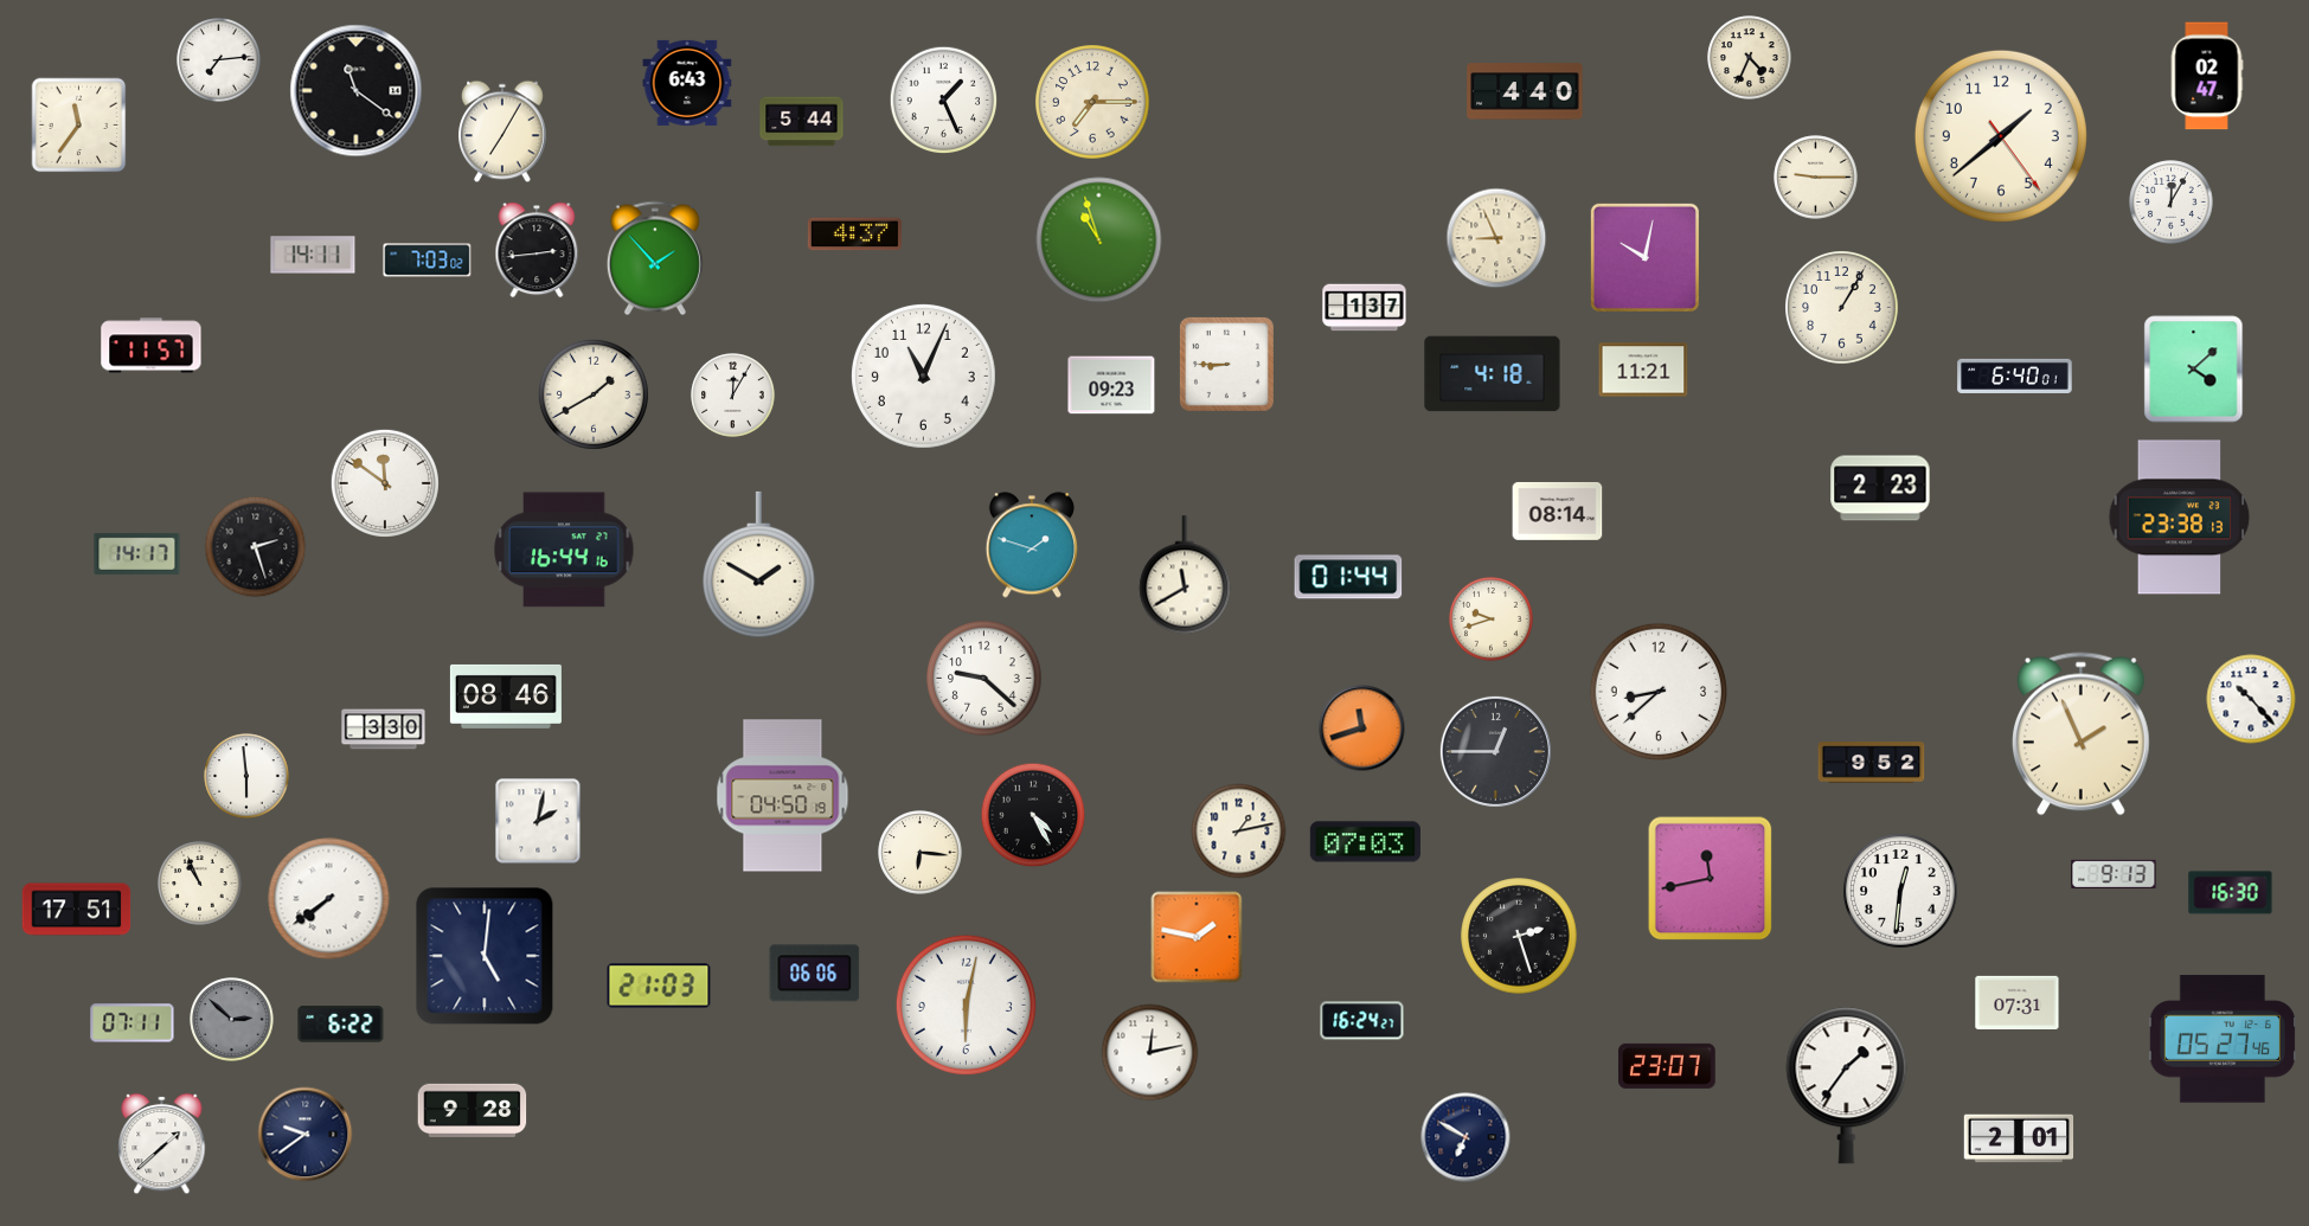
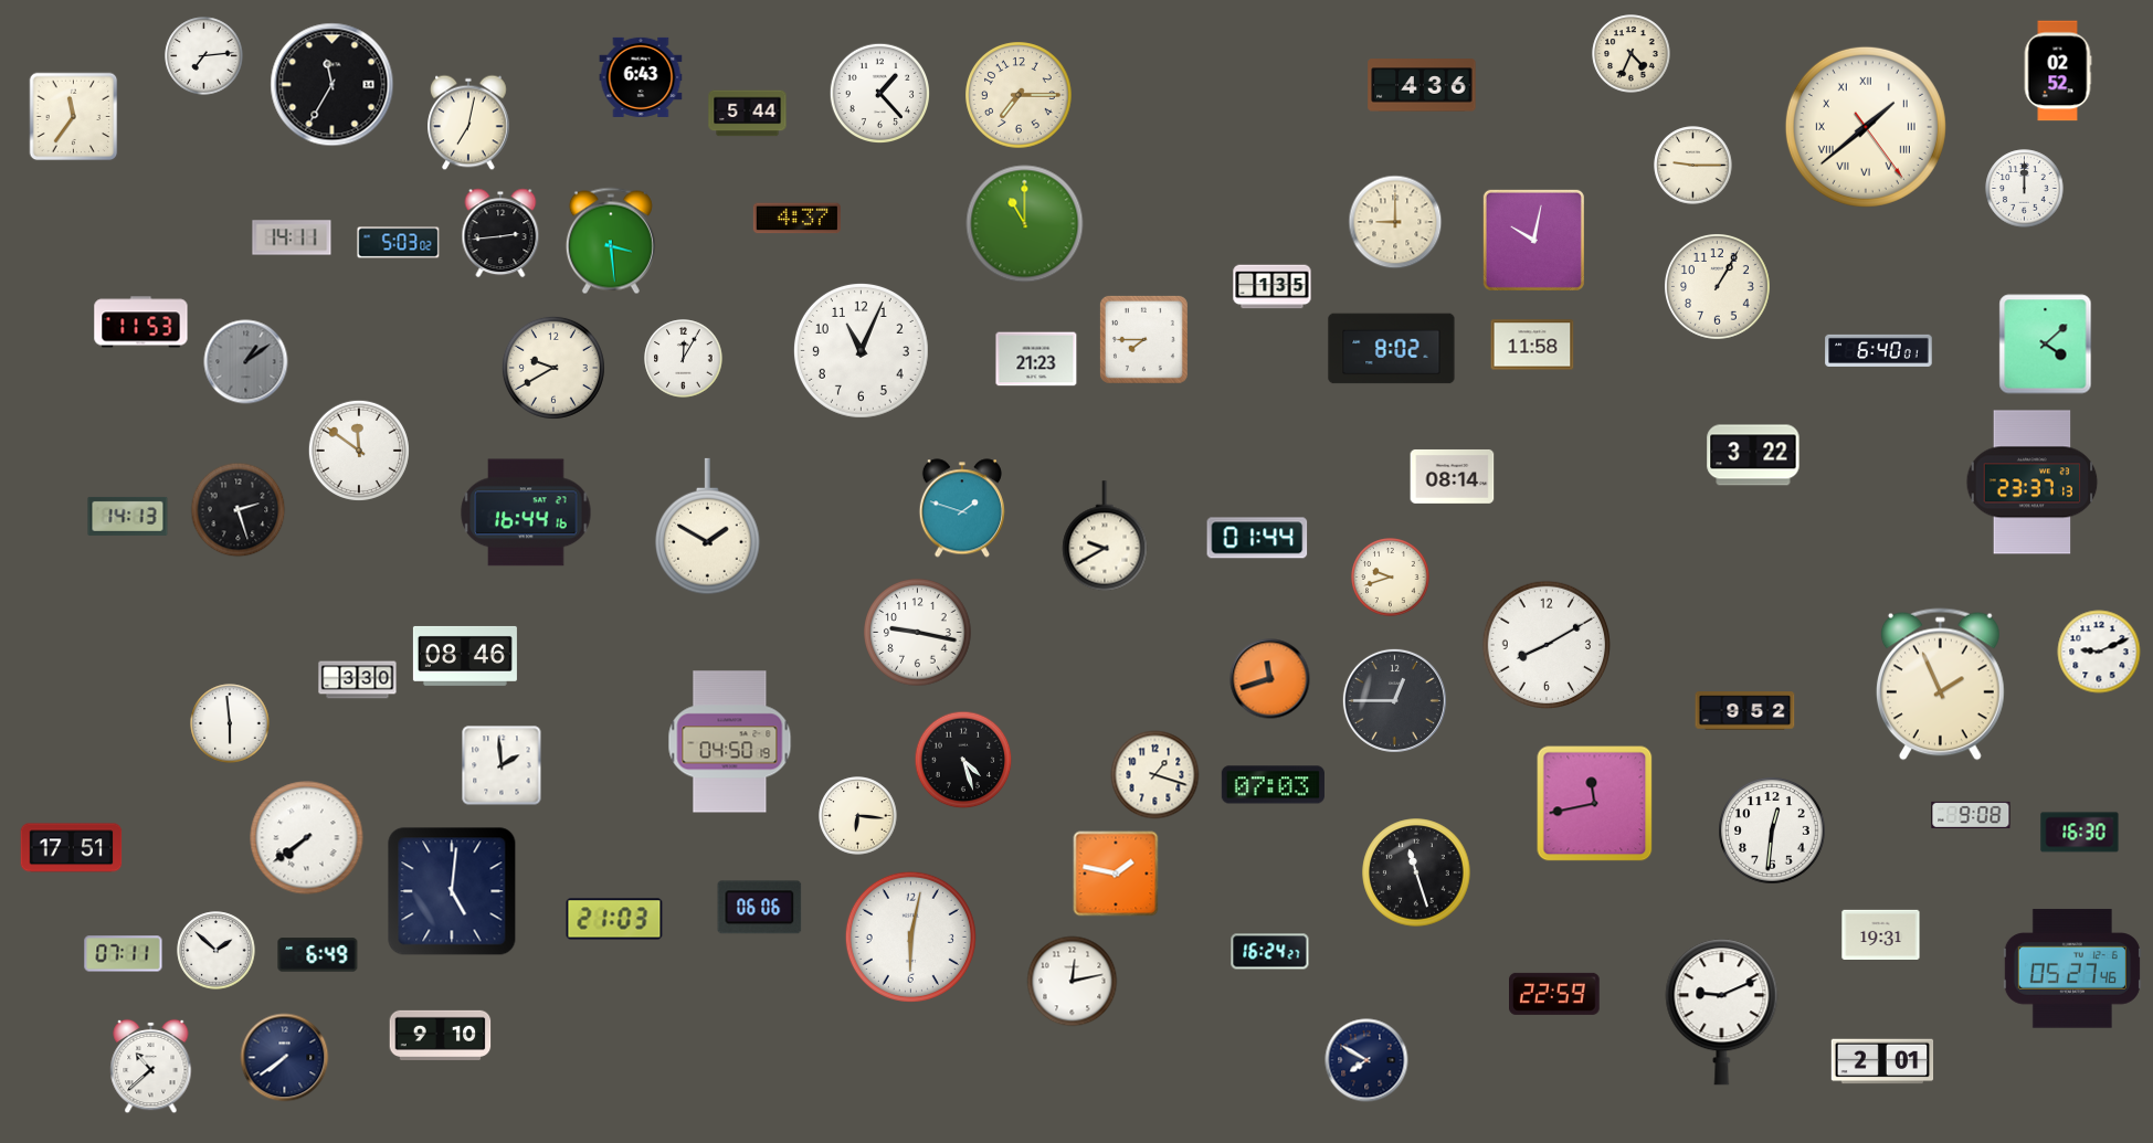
clock at (2207, 76): 02:47 -> 02:52
clock at (357, 91): 11:21 -> 11:35
clock at (1525, 91): 4:40 -> 4:36
clock at (943, 100): 1:26 -> 1:23
clock at (502, 131): 7:05 -> 7:02
clock at (2001, 136) numerals: Arabic -> Roman
clock at (2172, 203): 12:05 -> 12:00
clock at (1496, 238): 8:56 -> 9:00
clock at (1099, 240): 10:57 -> 11:00
clock at (655, 258): 1:53 -> 3:29
clock at (428, 261): 7:03 -> 5:03
clock at (1365, 308): 1:37 -> 1:35
clock at (152, 346): 11:57 -> 11:53
clock at (1226, 364): 8:45 -> 7:45
clock at (1643, 370): 11:21 -> 11:58
clock at (1493, 374): 4:18 -> 8:02
clock at (1111, 385): 09:23 -> 21:23
clock at (246, 362): none -> 1:09
clock at (594, 394): 1:40 -> 9:40
clock at (733, 396) position: (733, 396) -> (684, 359)
clock at (1880, 488): 2:23 -> 3:22
clock at (2180, 518): 23:38 -> 23:37
clock at (137, 553): 14:17 -> 14:13
clock at (1185, 575): 11:40 -> 9:40
clock at (984, 679): 9:22 -> 9:17
clock at (1657, 691): 8:38 -> 8:10
clock at (506, 697) position: (506, 697) -> (465, 656)
clock at (2251, 699): 10:23 -> 9:11
clock at (1033, 815): 4:25 -> 4:27
clock at (538, 821): 2:02 -> 1:59
clock at (1239, 832): 1:13 -> 1:18
clock at (921, 853) position: (921, 853) -> (858, 816)
clock at (2114, 874): 9:13 -> 9:08
clock at (1711, 879) position: (1711, 879) -> (1595, 804)
clock at (200, 884): 10:56 -> none
clock at (1519, 936): 2:27 -> 11:27
clock at (2018, 1002): 07:31 -> 19:31
clock at (966, 1004) position: (966, 1004) -> (910, 936)
clock at (232, 1020): 2:52 -> 1:52
clock at (232, 1020) dial: grey -> white
clock at (341, 1025): 6:22 -> 6:49
clock at (1667, 1066): 23:07 -> 22:59
clock at (1847, 1086): 1:36 -> 9:11
clock at (473, 1110): 9:28 -> 9:10
clock at (306, 1135): 9:39 -> 7:39
clock at (1465, 1137): 6:50 -> 7:50
clock at (162, 1144): 1:38 -> 10:38
